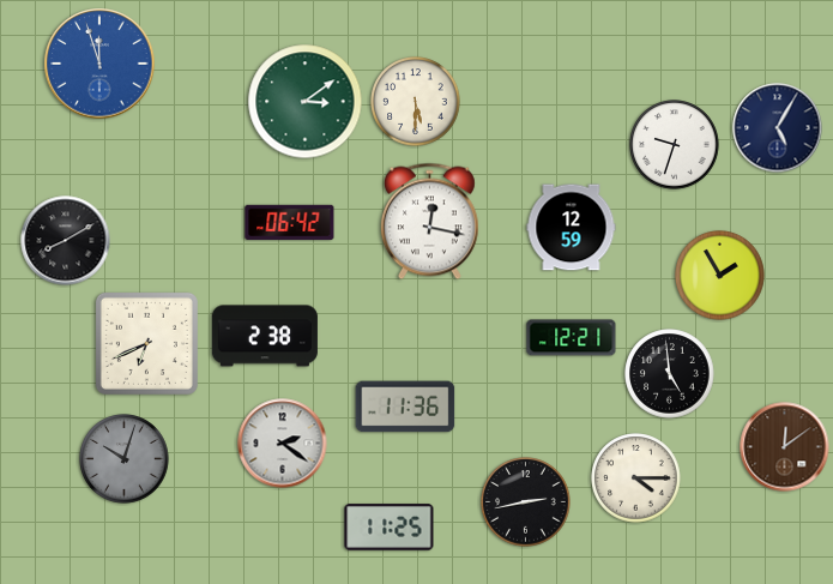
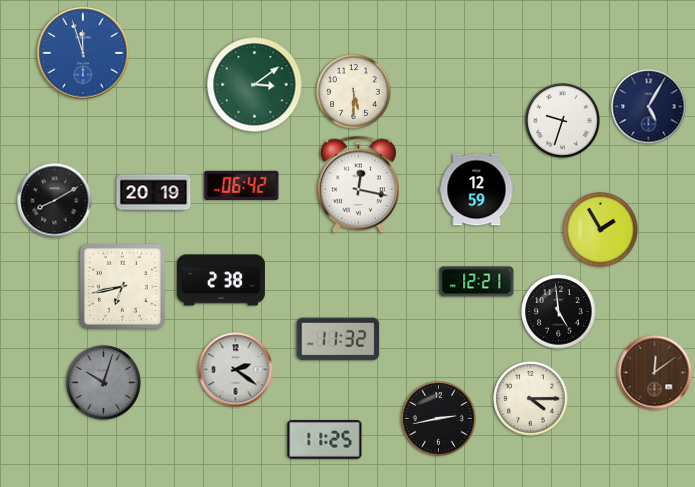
clock at (416, 102) position: (416, 102) -> (354, 92)
clock at (154, 193): none -> 20:19
clock at (146, 343): 6:41 -> 6:43
clock at (405, 407): 11:36 -> 11:32
